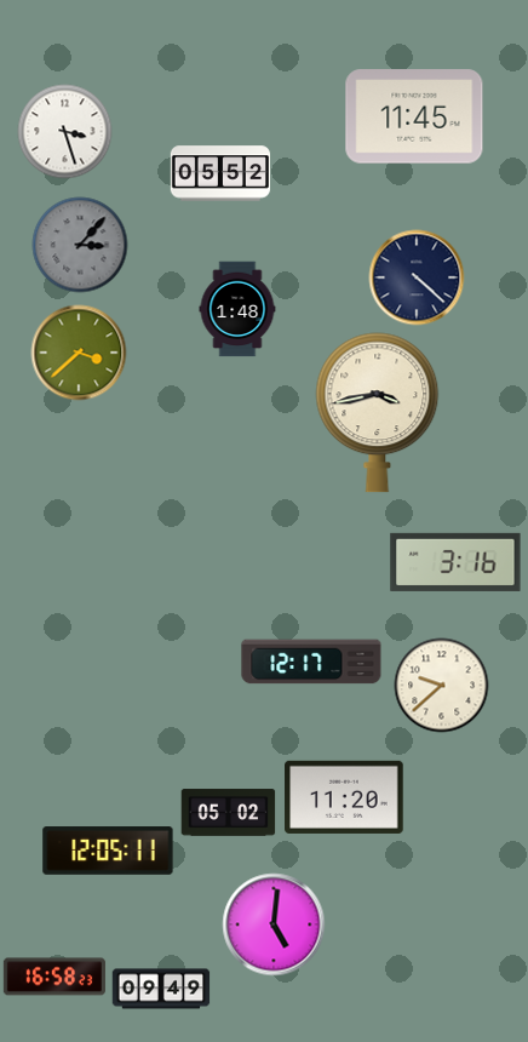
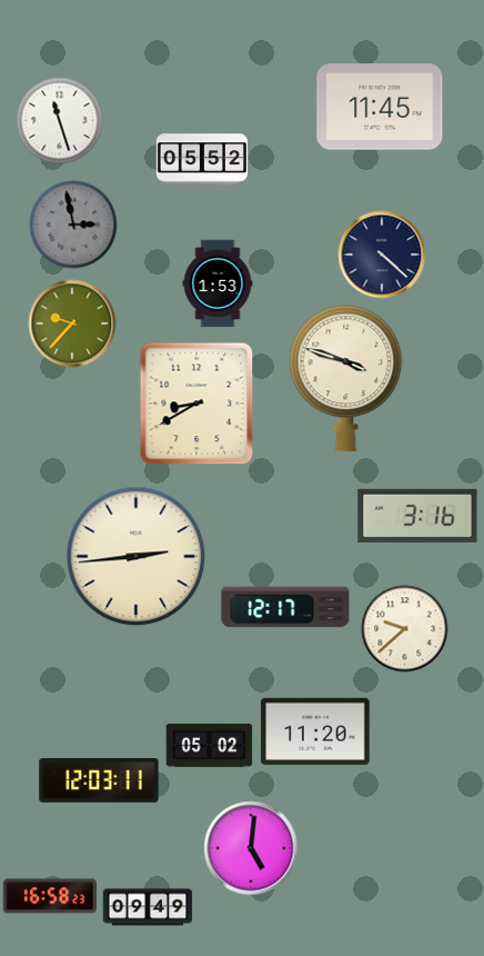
clock at (64, 131): 3:27 -> 11:27
clock at (80, 245): 3:07 -> 2:58
clock at (237, 309): 1:48 -> 1:53
clock at (79, 353): 3:38 -> 9:37
clock at (378, 413): 3:43 -> 3:48
clock at (196, 404): none -> 8:40
clock at (135, 556): none -> 2:44
clock at (108, 851): 12:05 -> 12:03
